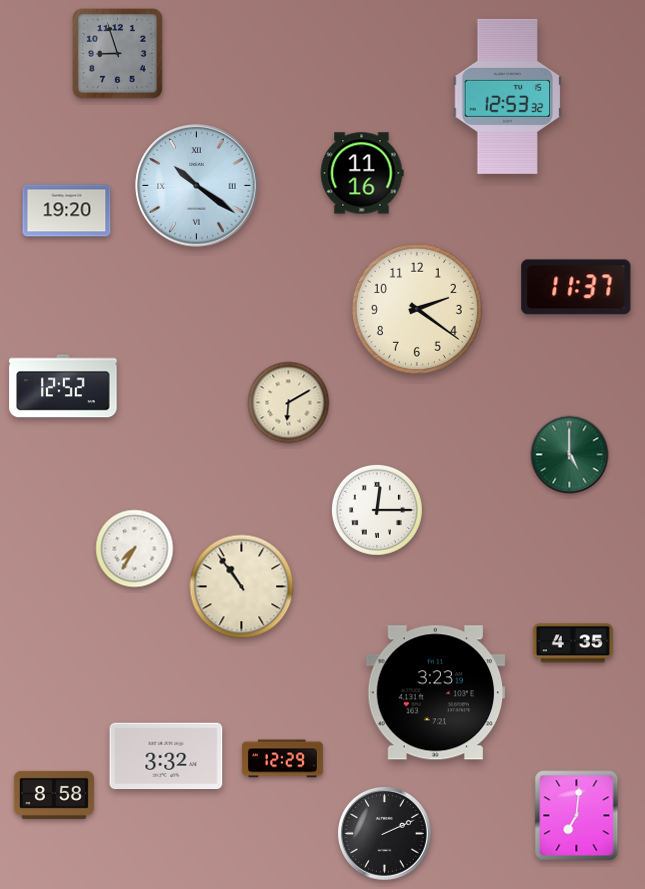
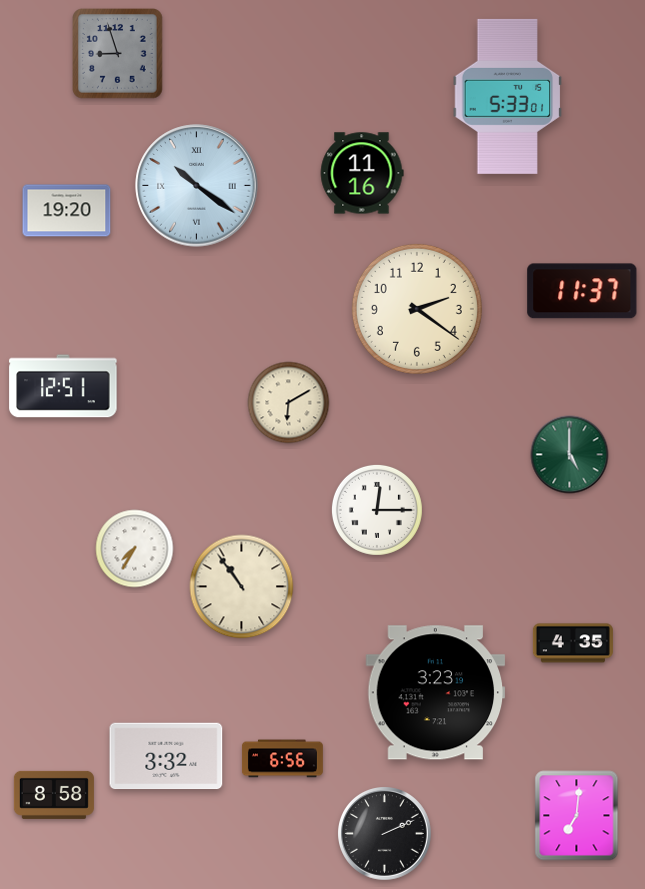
clock at (508, 96): 12:53 -> 5:33
clock at (576, 287) position: (576, 287) -> (582, 291)
clock at (63, 386): 12:52 -> 12:51
clock at (282, 759): 12:29 -> 6:56
